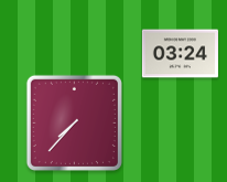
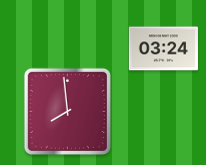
clock at (74, 122): 7:37 -> 7:59
